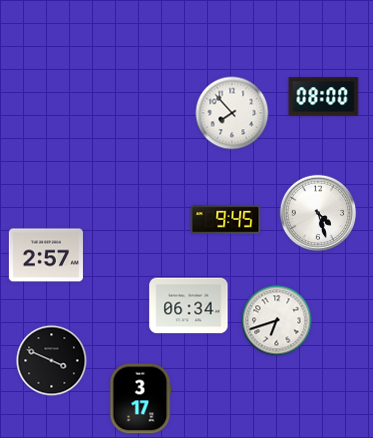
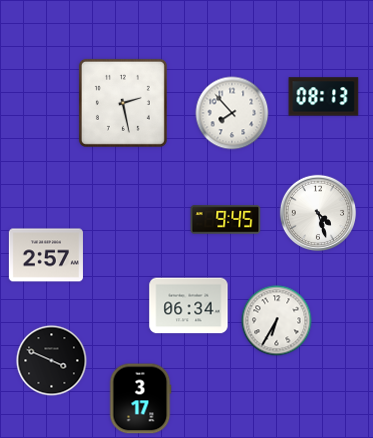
clock at (324, 97): 08:00 -> 08:13
clock at (123, 103): none -> 2:28
clock at (277, 321): 6:42 -> 6:35
